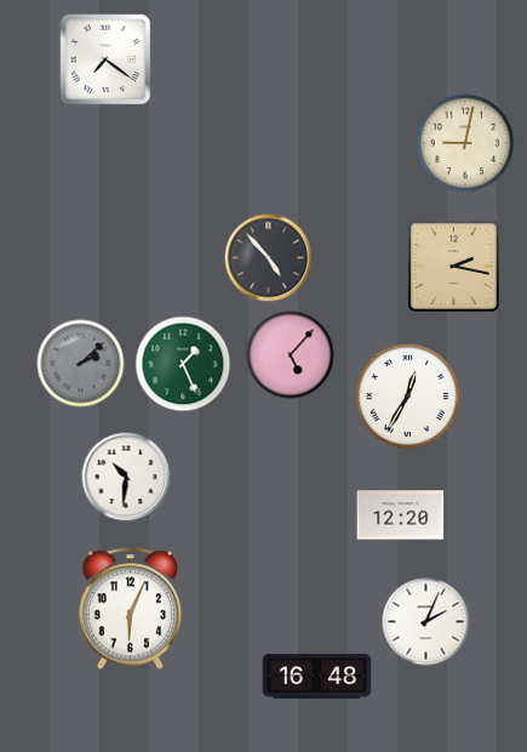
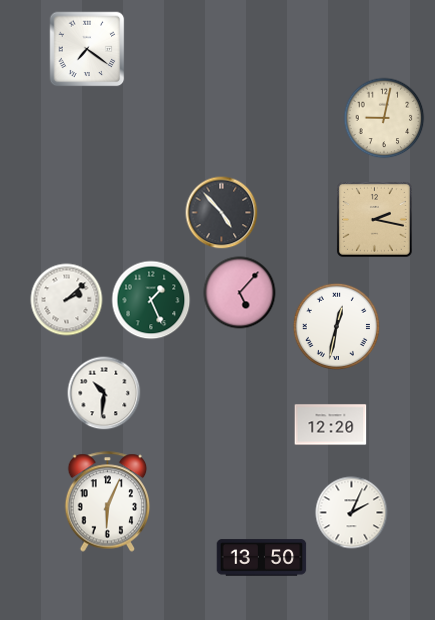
clock at (81, 364) dial: grey -> white
clock at (407, 395): 12:35 -> 12:32
clock at (317, 677): 16:48 -> 13:50
